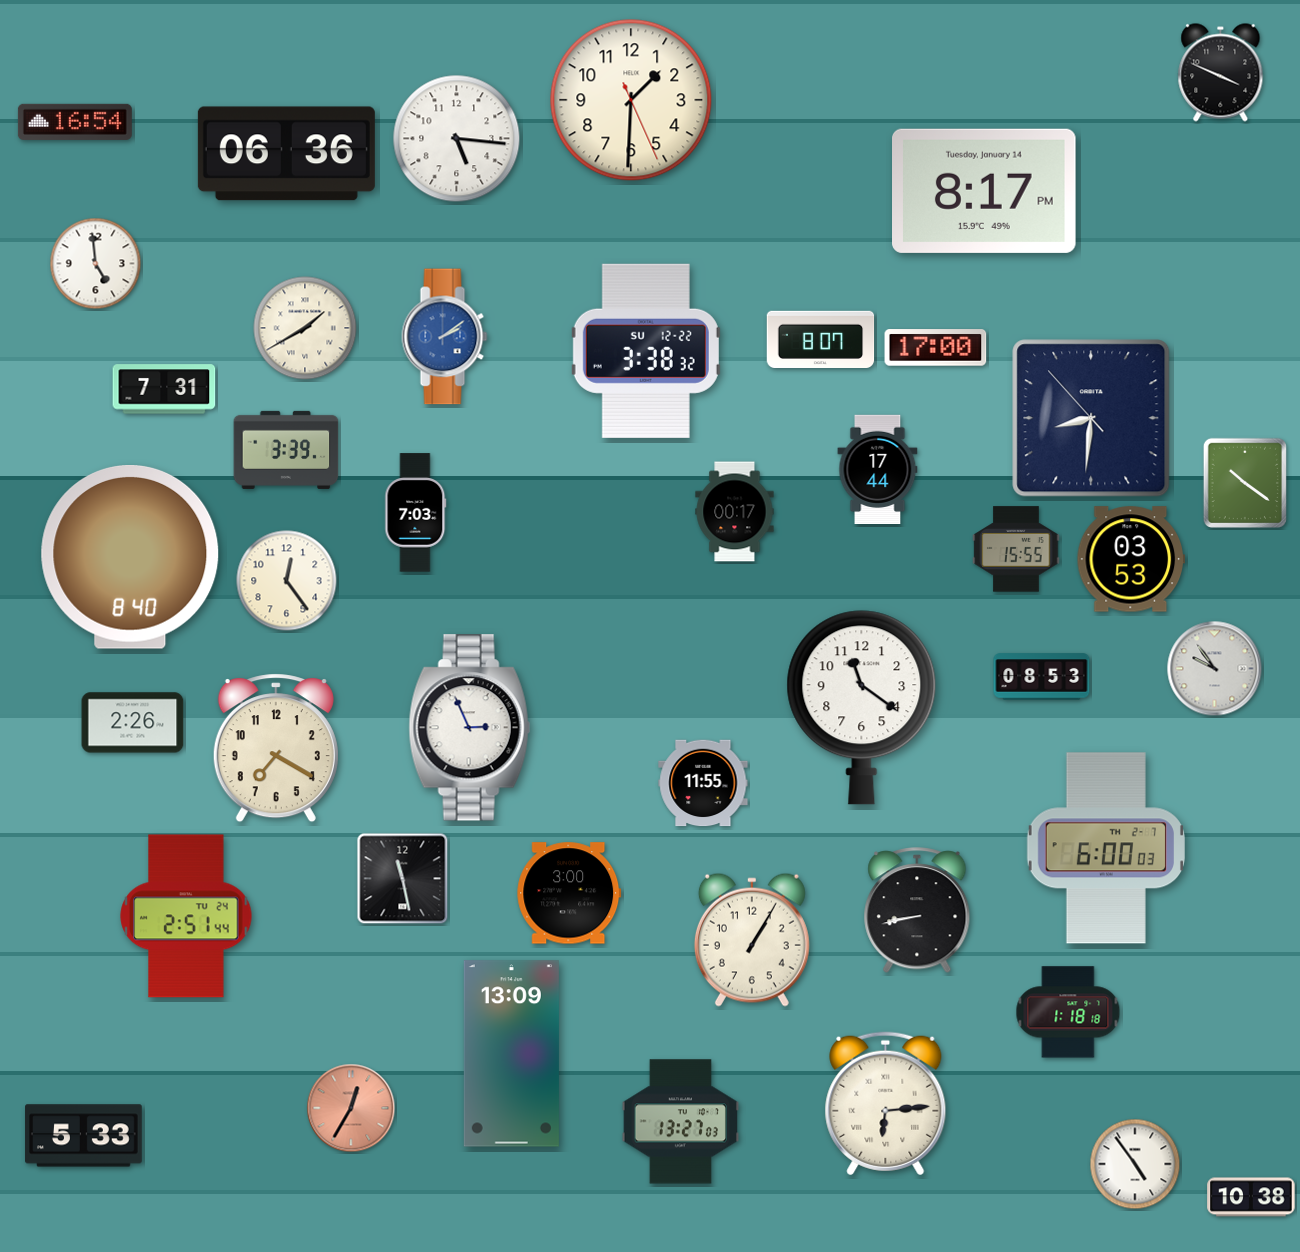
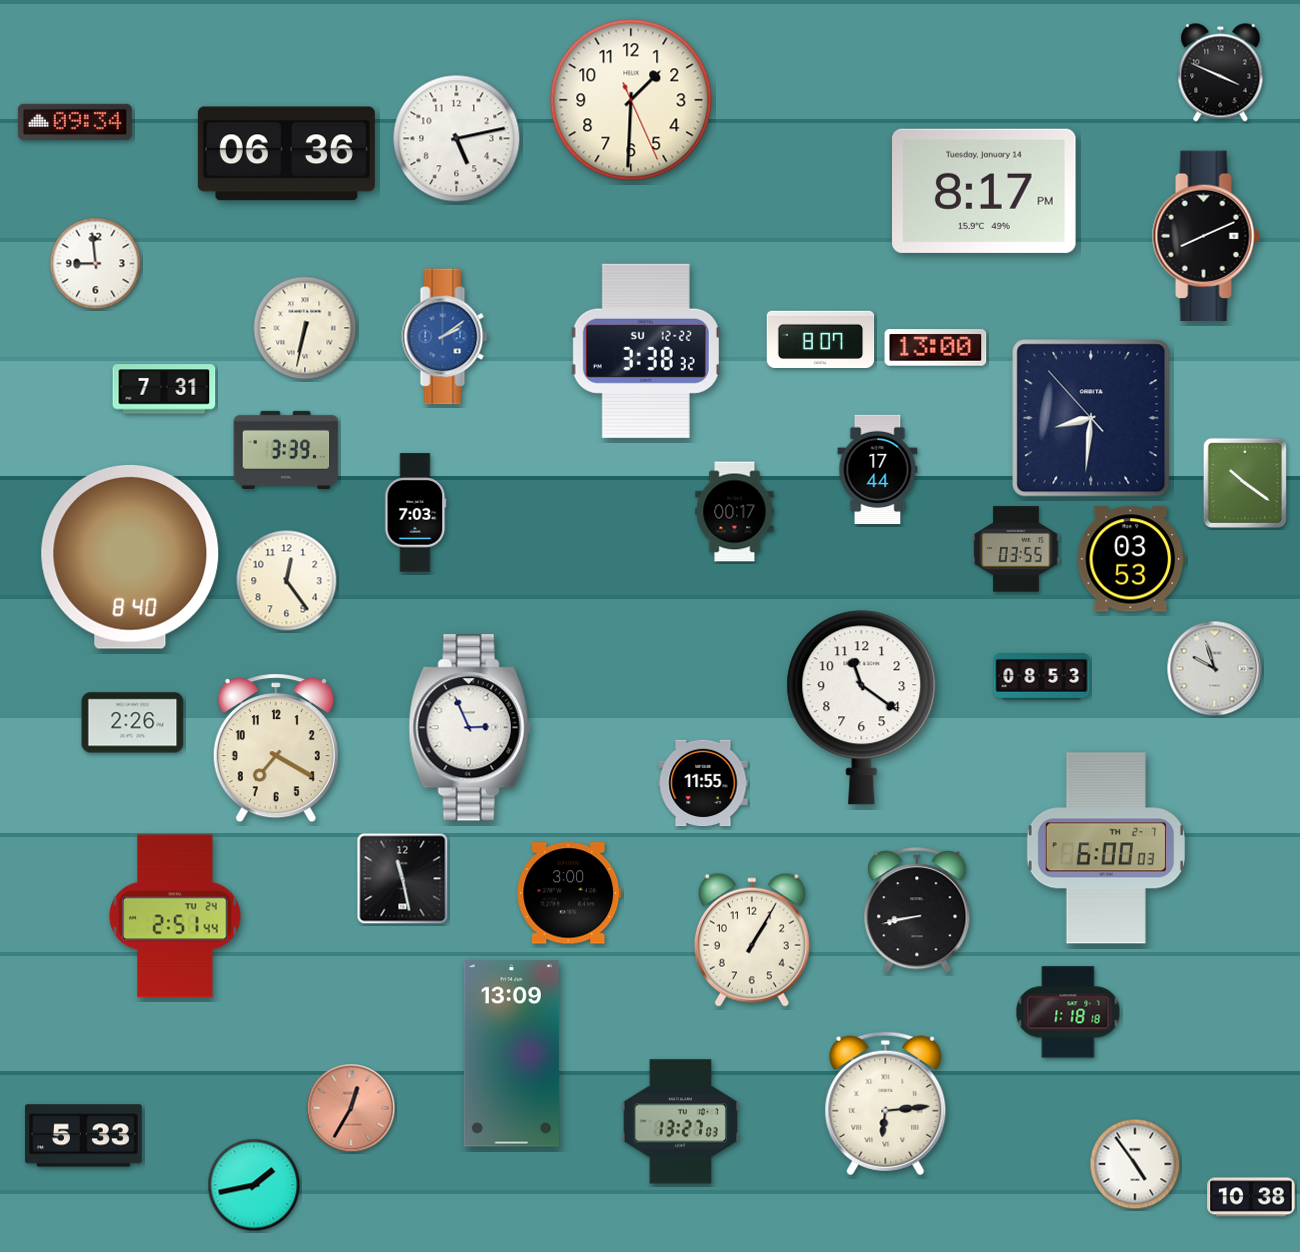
clock at (75, 122): 16:54 -> 09:34
clock at (457, 139): 5:16 -> 5:13
clock at (1206, 236): none -> 8:11
clock at (96, 264): 4:59 -> 8:59
clock at (305, 328): 1:40 -> 6:32
clock at (936, 348): 17:00 -> 13:00
clock at (1016, 549): 15:55 -> 03:55
clock at (1215, 669): 9:54 -> 9:57
clock at (186, 916) position: (186, 916) -> (175, 916)
clock at (254, 1185): none -> 1:43
